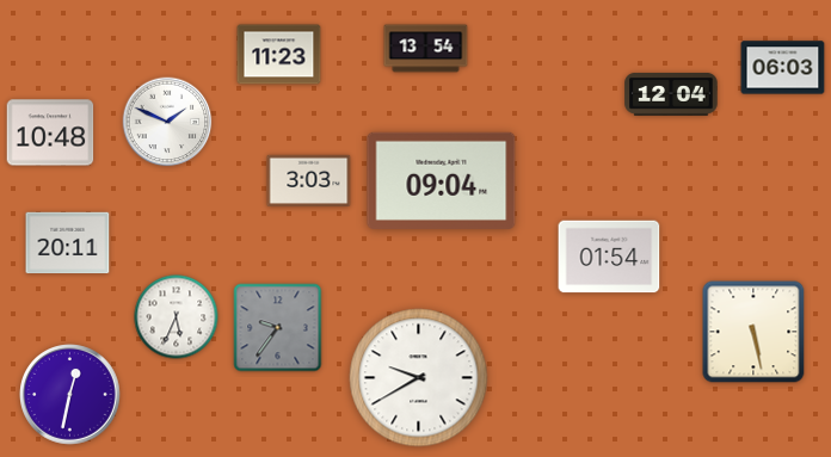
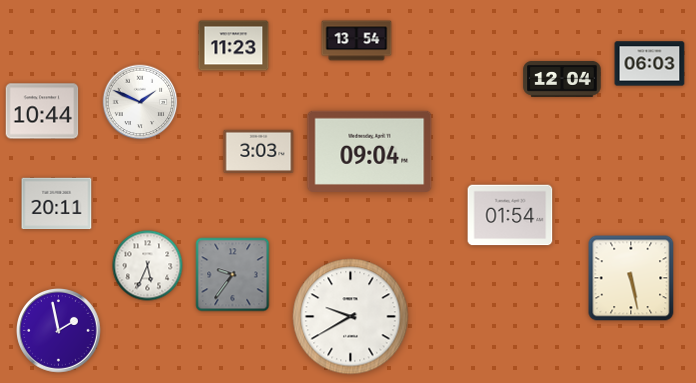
clock at (783, 68) position: (783, 68) -> (650, 64)
clock at (50, 132): 10:48 -> 10:44
clock at (70, 395): 12:32 -> 1:58
